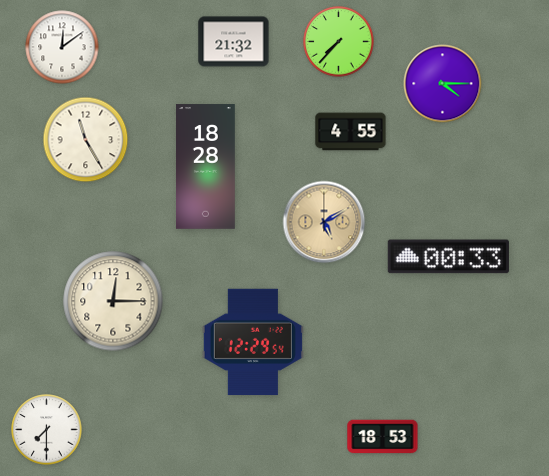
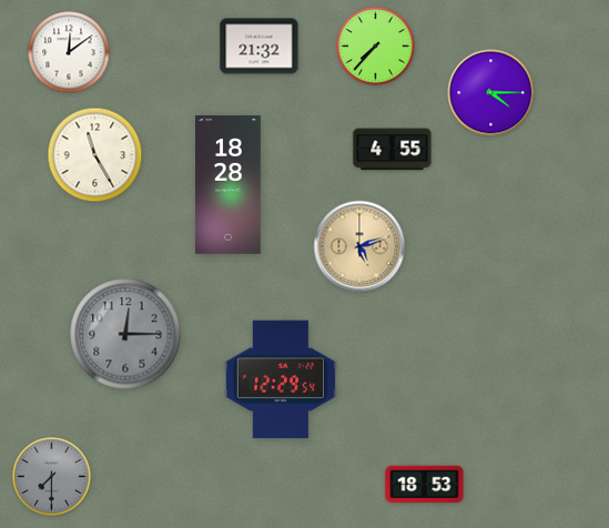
clock at (351, 132) position: (351, 132) -> (393, 150)
clock at (324, 222): 5:10 -> 5:12
clock at (448, 257): 00:33 -> none
clock at (113, 301) dial: cream -> grey
clock at (47, 430) dial: white -> grey
